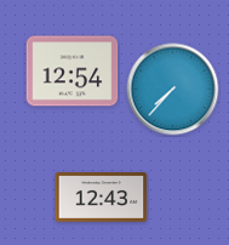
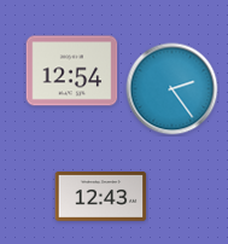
clock at (173, 90): 7:37 -> 2:24
